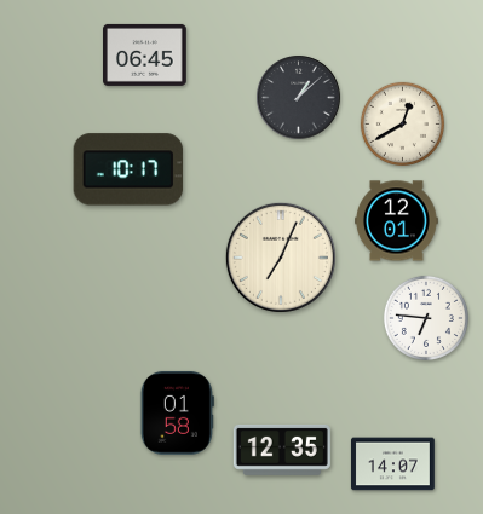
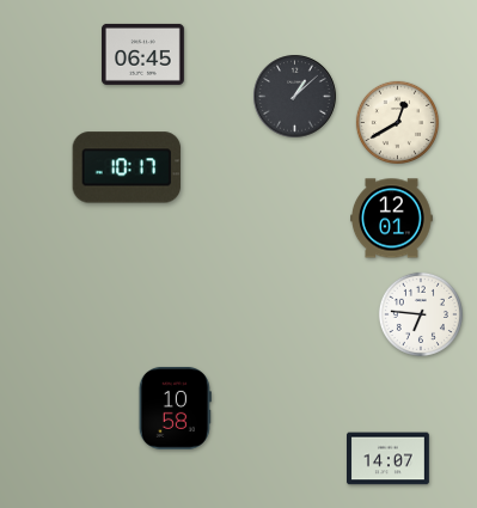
clock at (281, 258): 7:04 -> none
clock at (177, 412): 01:58 -> 10:58
clock at (282, 450): 12:35 -> none
